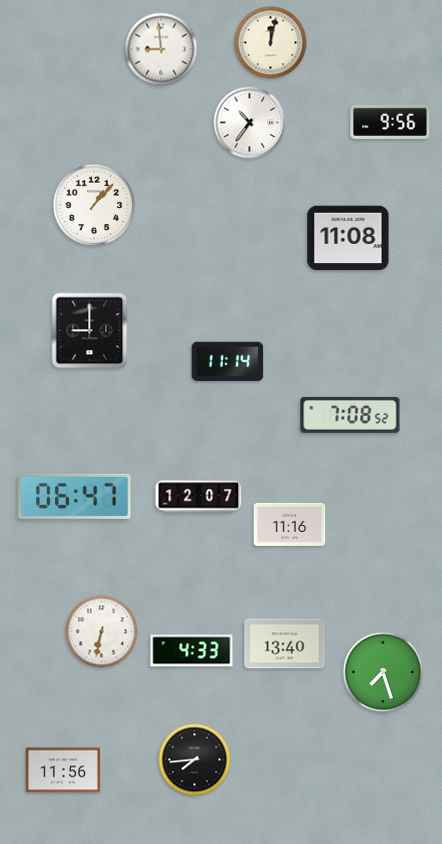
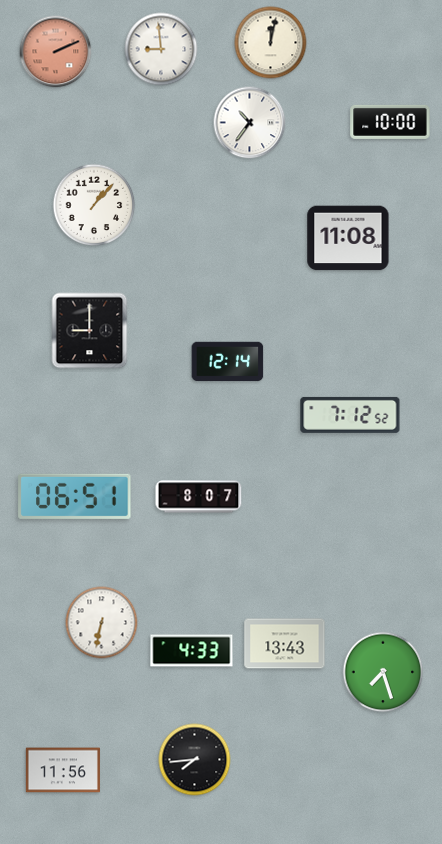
clock at (56, 52): none -> 2:11
clock at (390, 122): 9:56 -> 10:00
clock at (228, 362): 11:14 -> 12:14
clock at (350, 415): 7:08 -> 7:12
clock at (75, 496): 06:47 -> 06:51
clock at (199, 497): 12:07 -> 8:07
clock at (290, 524): 11:16 -> none
clock at (102, 632) position: (102, 632) -> (102, 623)
clock at (285, 644): 13:40 -> 13:43
